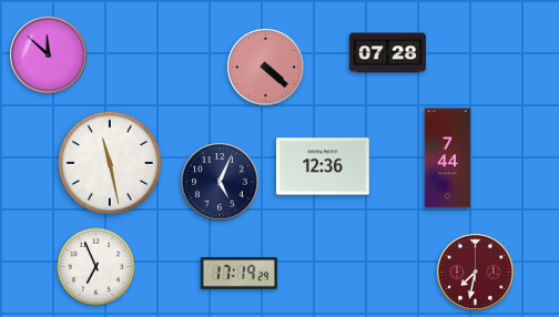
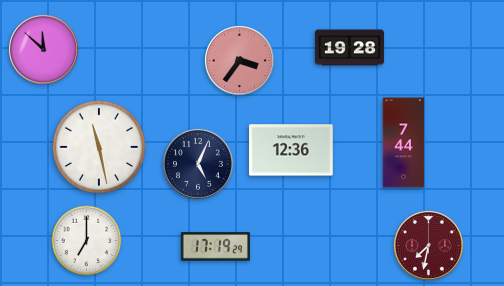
clock at (387, 53): 07:28 -> 19:28
clock at (265, 67): 4:22 -> 3:36
clock at (96, 267): 6:56 -> 7:00
